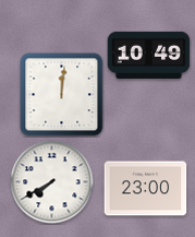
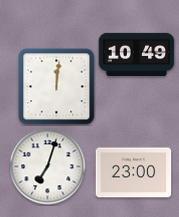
clock at (149, 55) position: (149, 55) -> (137, 54)
clock at (52, 182): 7:40 -> 7:03
